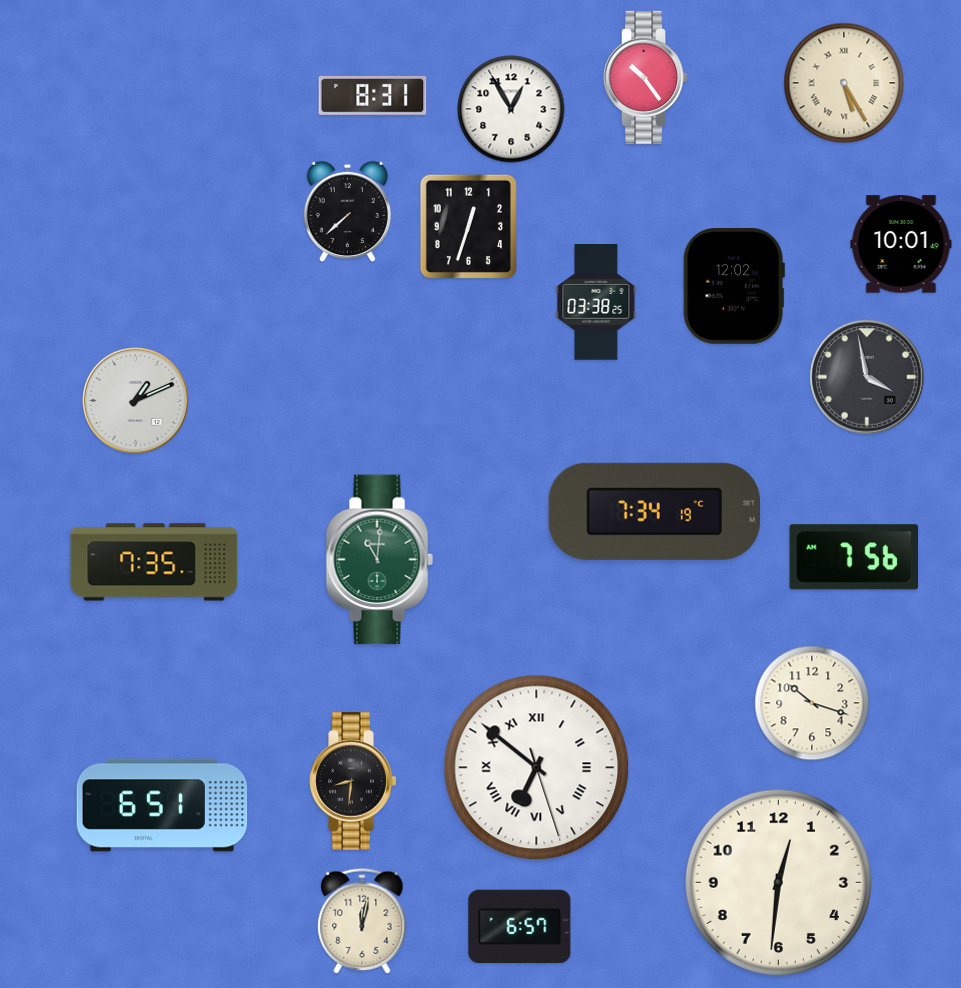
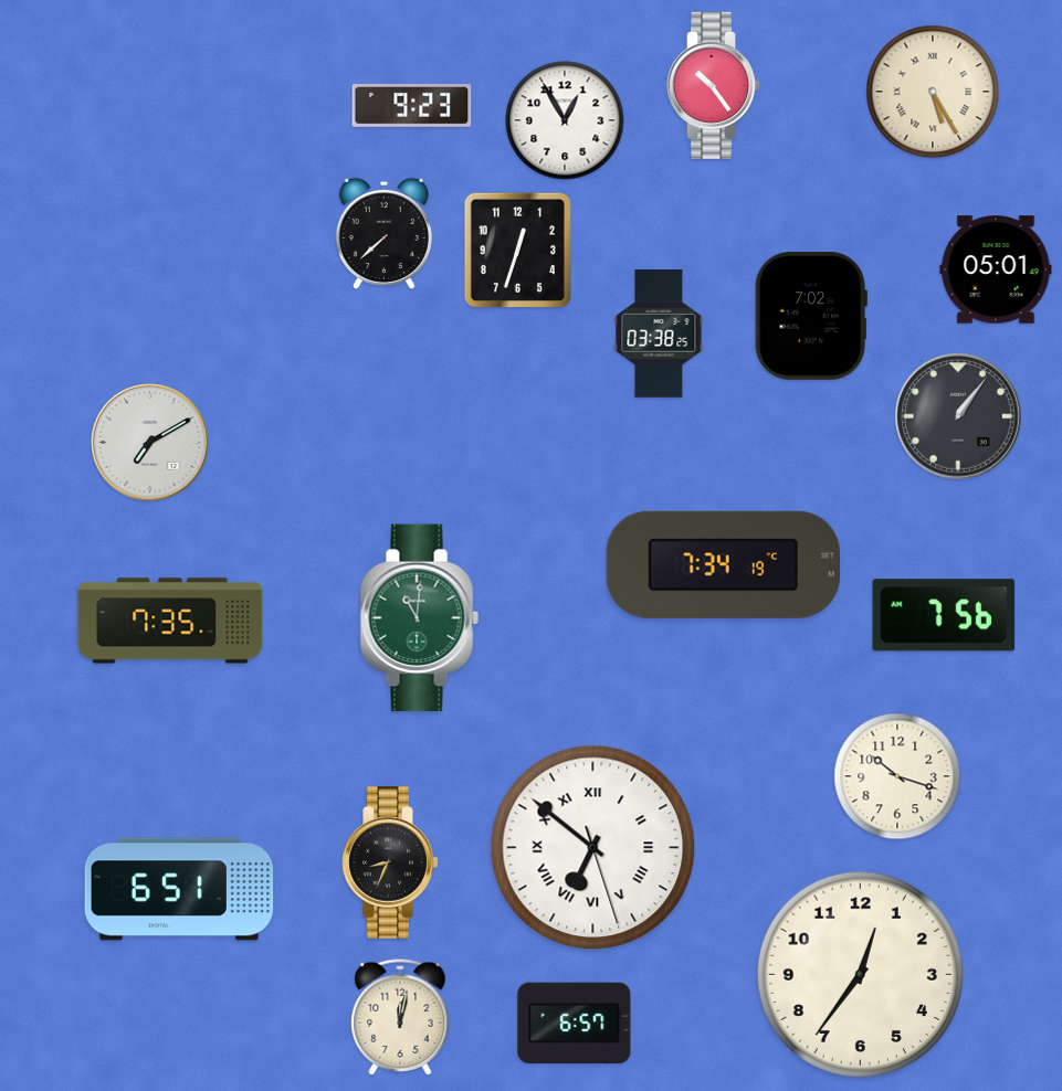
clock at (373, 95): 8:31 -> 9:23
clock at (901, 244): 10:01 -> 05:01
clock at (734, 286): 12:02 -> 7:02
clock at (867, 377): 3:58 -> 1:06
clock at (136, 401): 1:11 -> 7:10
clock at (353, 781): 8:31 -> 8:34
clock at (779, 883): 12:31 -> 12:36
